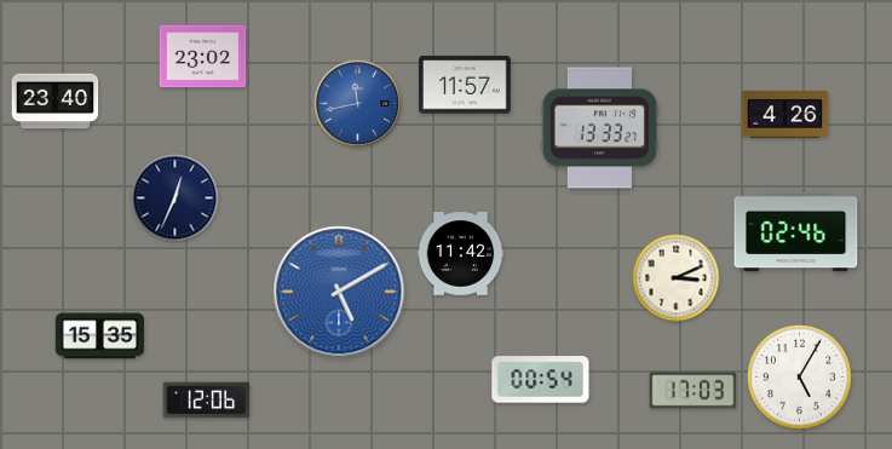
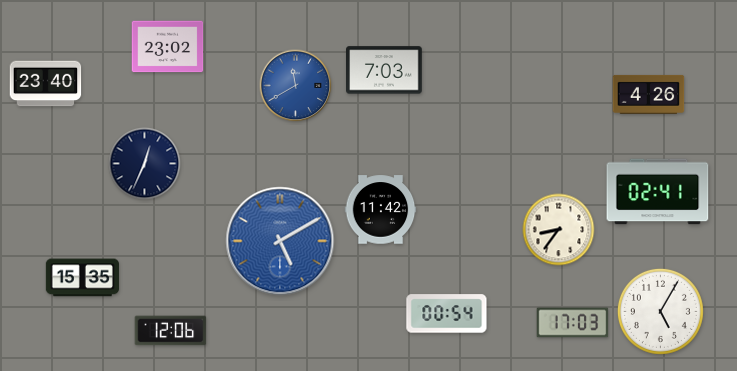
clock at (466, 85): 11:57 -> 7:03
clock at (358, 104): 11:43 -> 11:40
clock at (600, 128): 13:33 -> none
clock at (796, 232): 02:46 -> 02:41
clock at (677, 278): 3:11 -> 8:36
